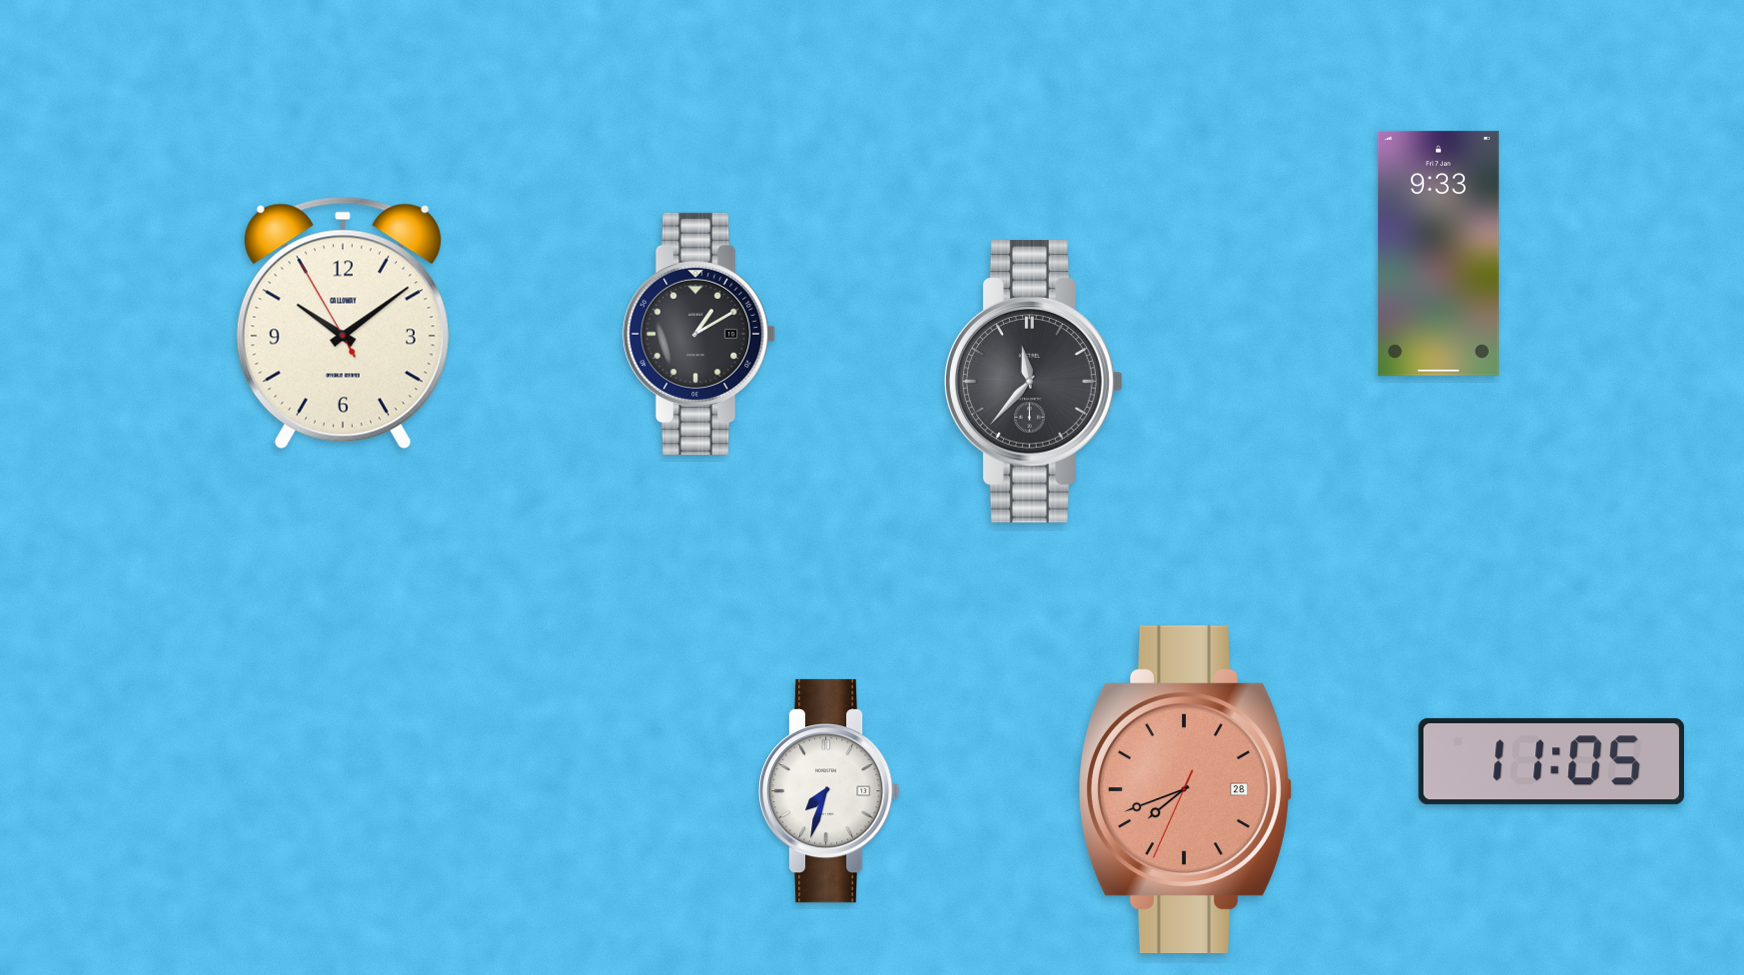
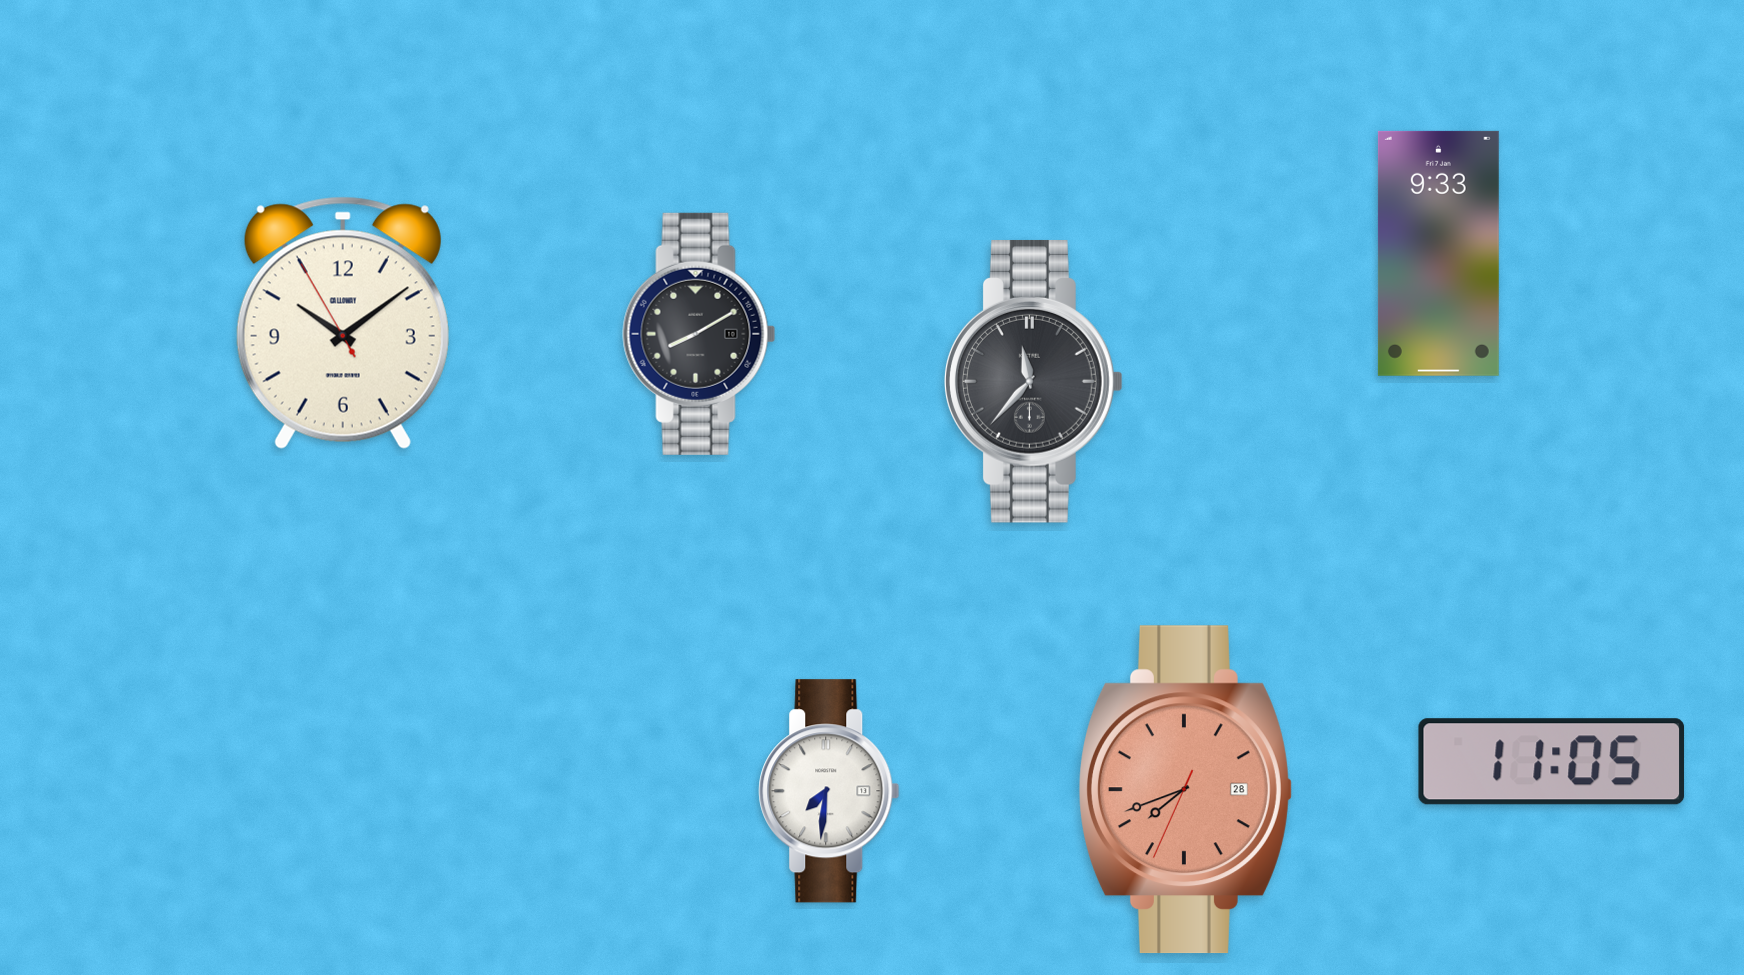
clock at (699, 334): 1:10 -> 8:10
clock at (829, 791): 7:33 -> 7:31
